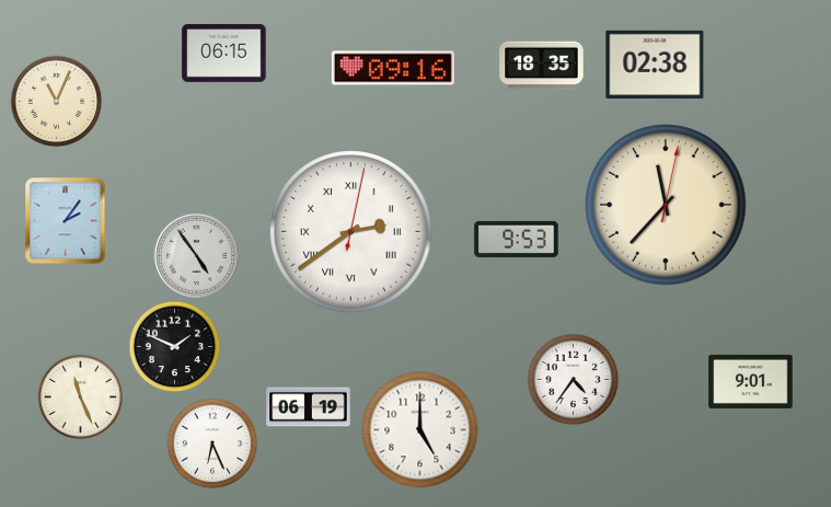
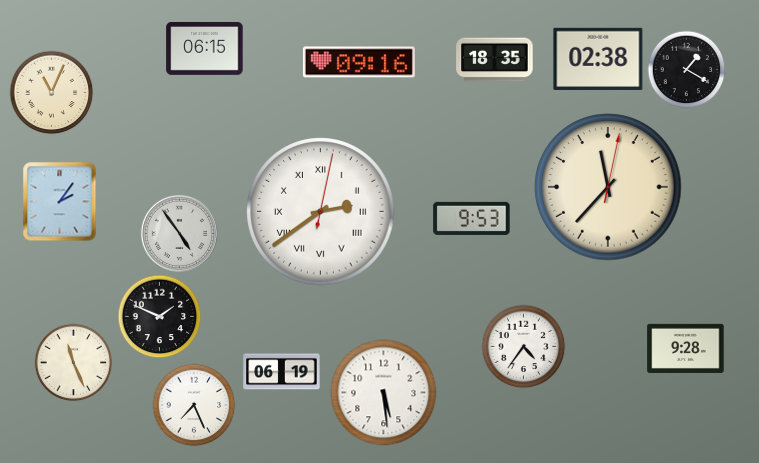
clock at (686, 69): none -> 1:20
clock at (751, 381): 9:01 -> 9:28
clock at (420, 430): 5:00 -> 5:29
clock at (212, 443): 6:26 -> 7:26
